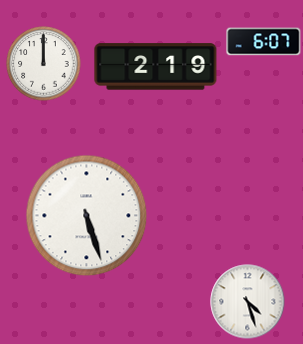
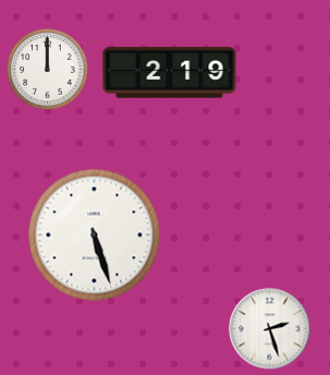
clock at (264, 42): 6:07 -> none
clock at (248, 302): 4:27 -> 2:27
